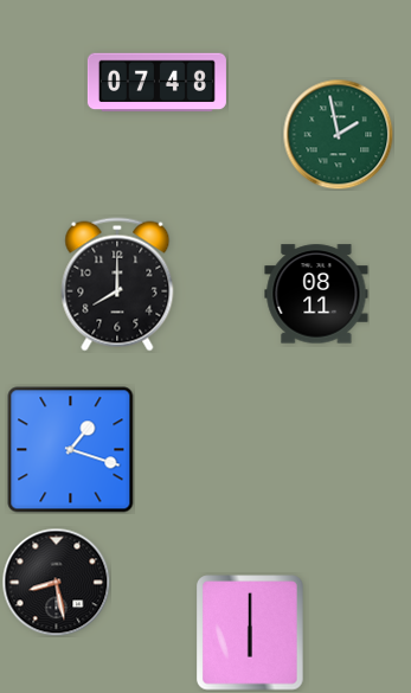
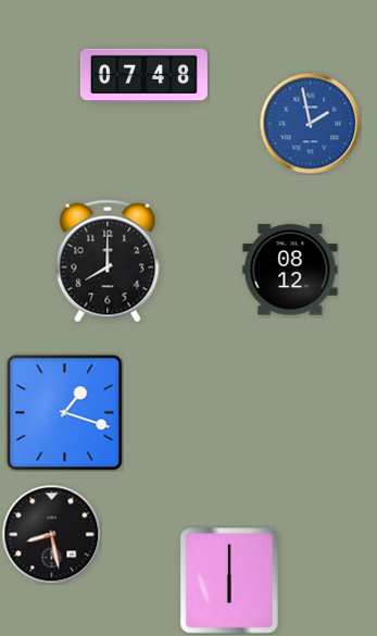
clock at (338, 134) dial: green -> blue
clock at (316, 294): 08:11 -> 08:12
